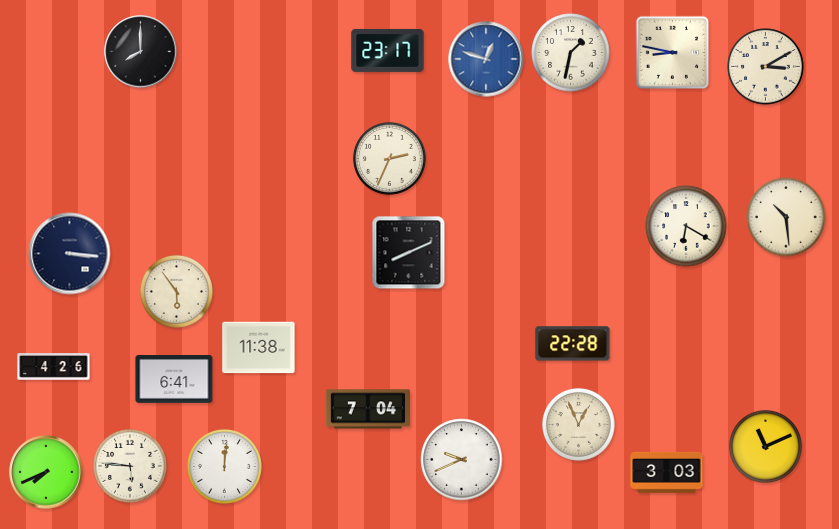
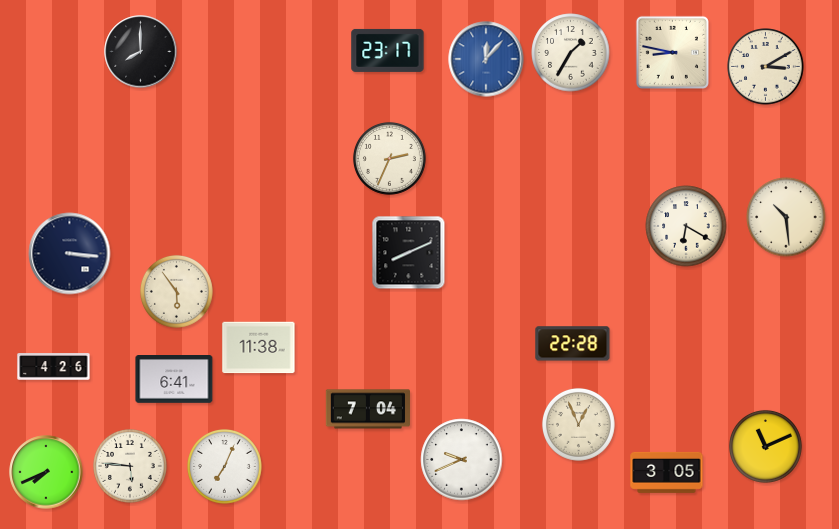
clock at (571, 53): 1:32 -> 1:35
clock at (486, 59): 12:48 -> 12:07
clock at (225, 467): 12:01 -> 7:04
clock at (667, 472): 3:03 -> 3:05
